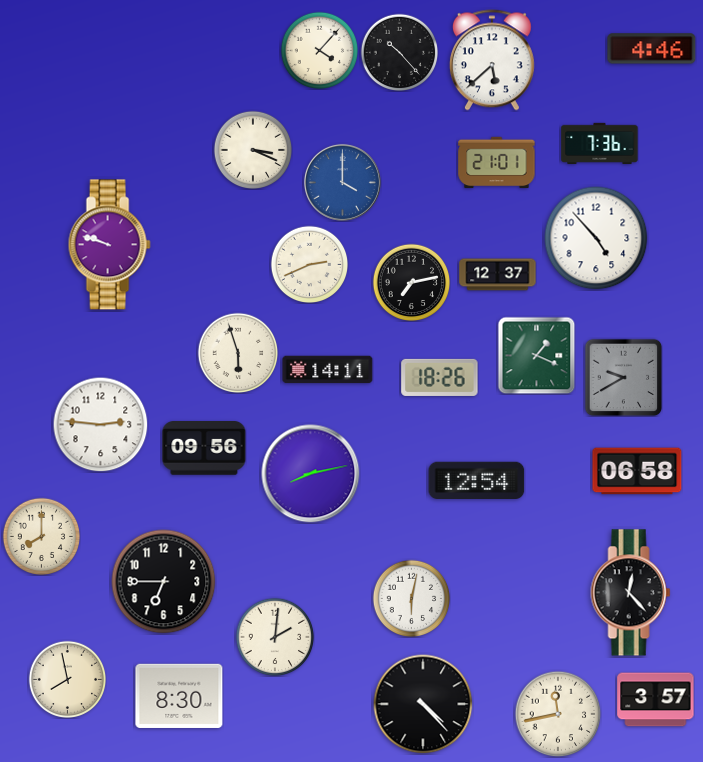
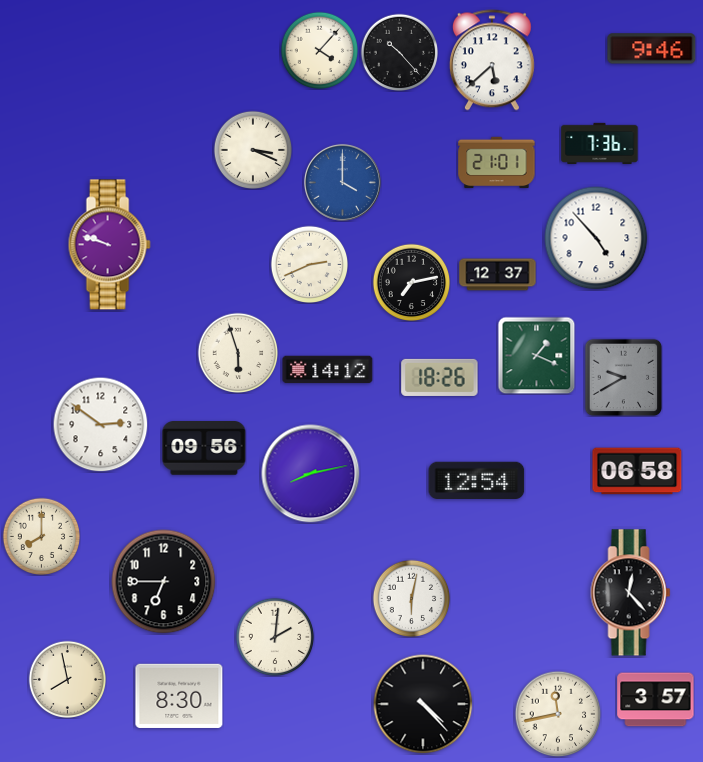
clock at (652, 49): 4:46 -> 9:46
clock at (328, 370): 14:11 -> 14:12
clock at (100, 424): 2:46 -> 2:51
